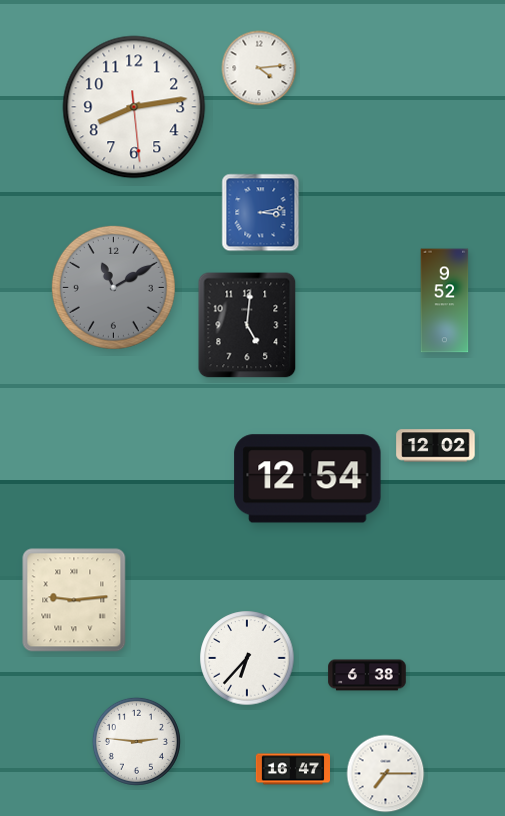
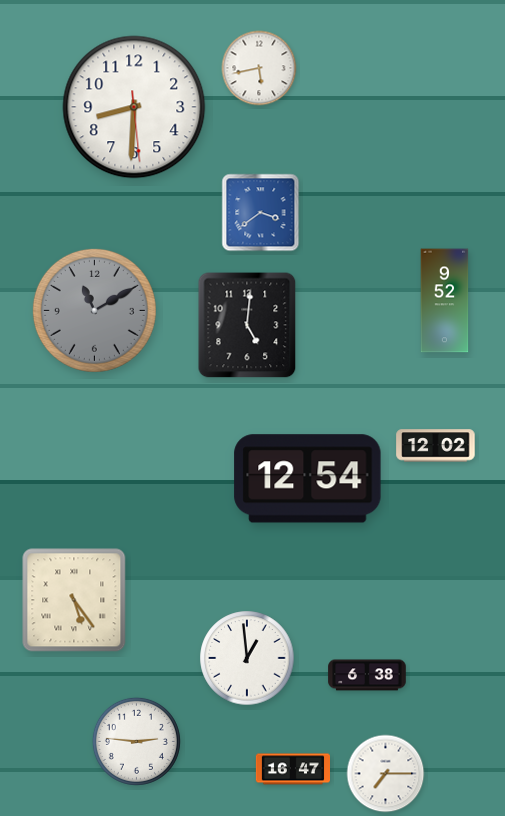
clock at (259, 68): 4:14 -> 5:43
clock at (134, 107): 8:13 -> 8:30
clock at (261, 213): 3:13 -> 3:39
clock at (113, 287) position: (113, 287) -> (94, 310)
clock at (74, 600): 9:14 -> 5:24
clock at (247, 658): 6:37 -> 12:59
